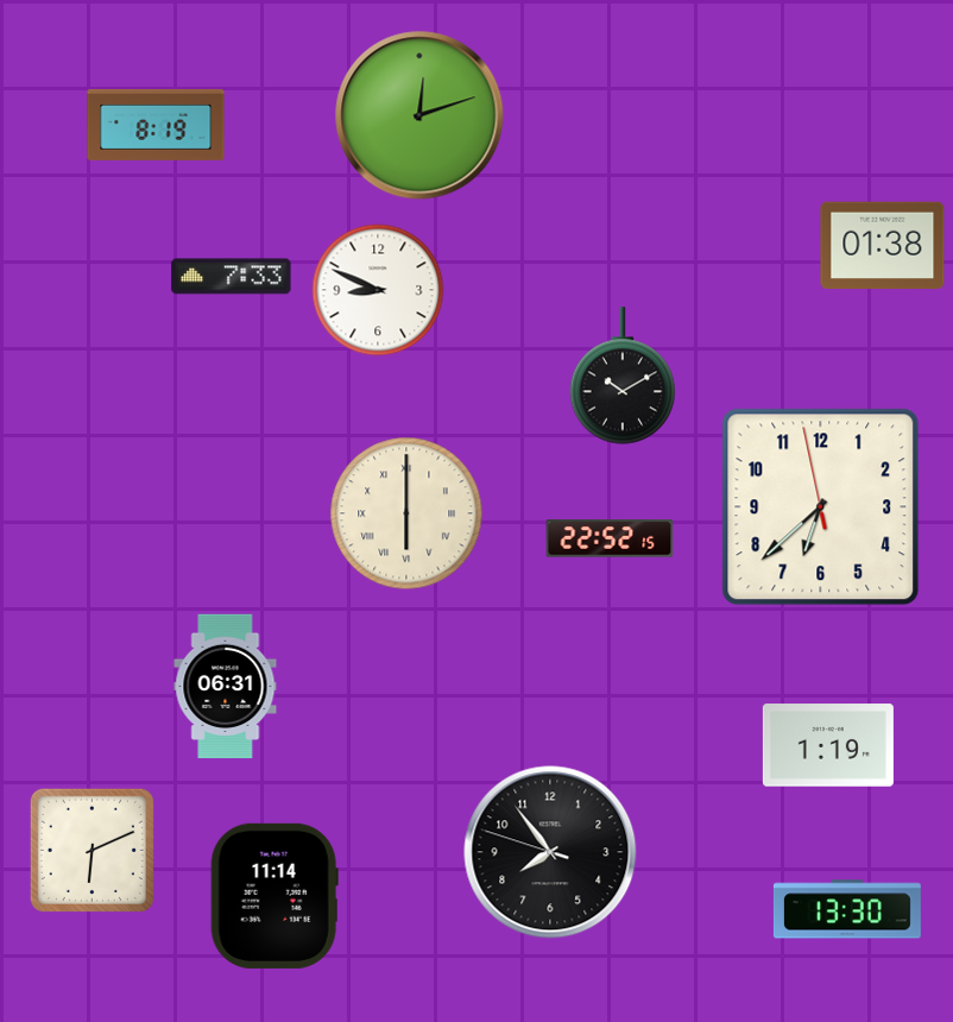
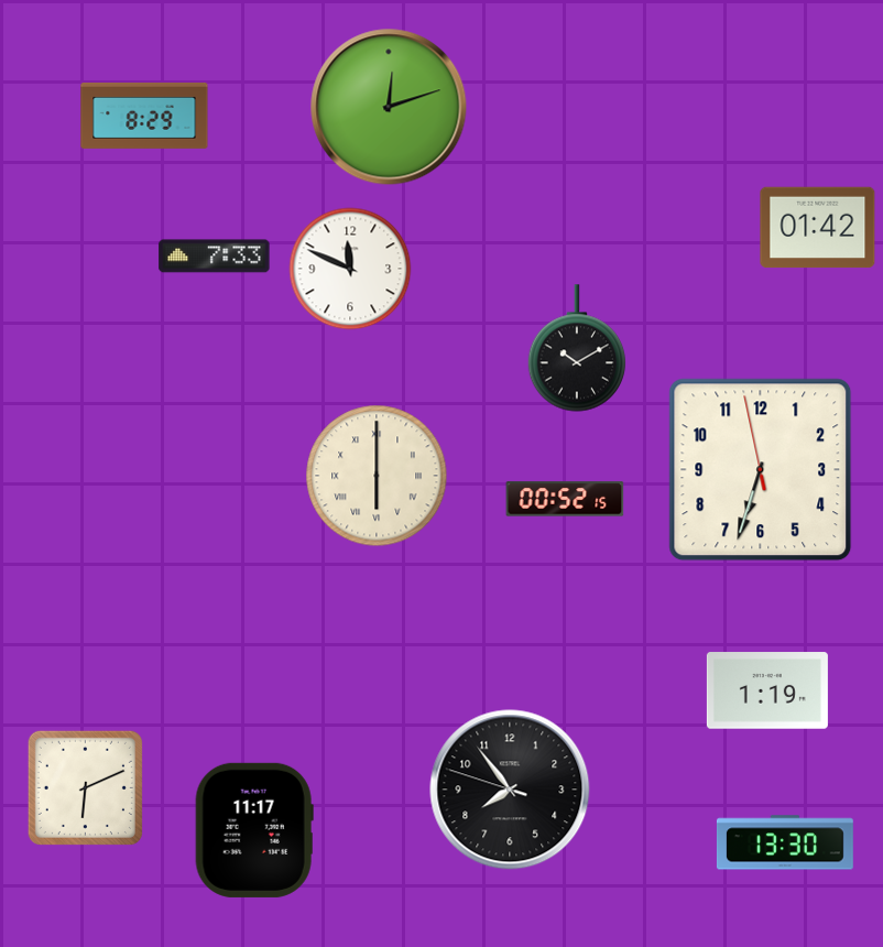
clock at (156, 125): 8:19 -> 8:29
clock at (883, 246): 01:38 -> 01:42
clock at (378, 290): 8:49 -> 11:49
clock at (821, 507): 6:37 -> 6:32
clock at (610, 538): 22:52 -> 00:52
clock at (226, 687): 06:31 -> none
clock at (274, 896): 11:14 -> 11:17
